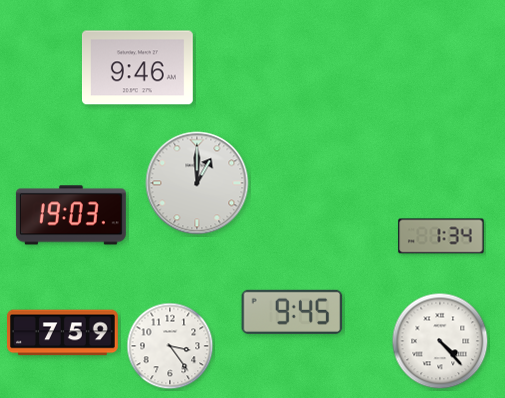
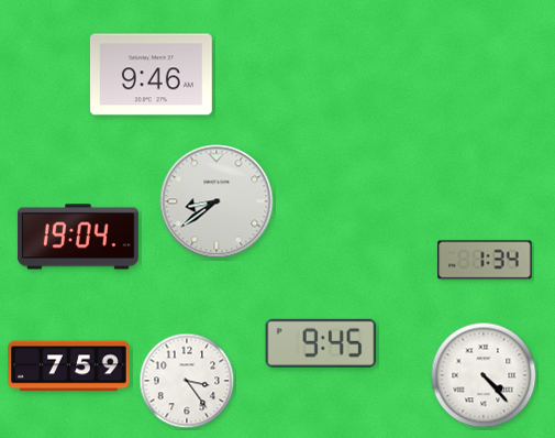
clock at (197, 183): 1:00 -> 8:39
clock at (71, 215): 19:03 -> 19:04
